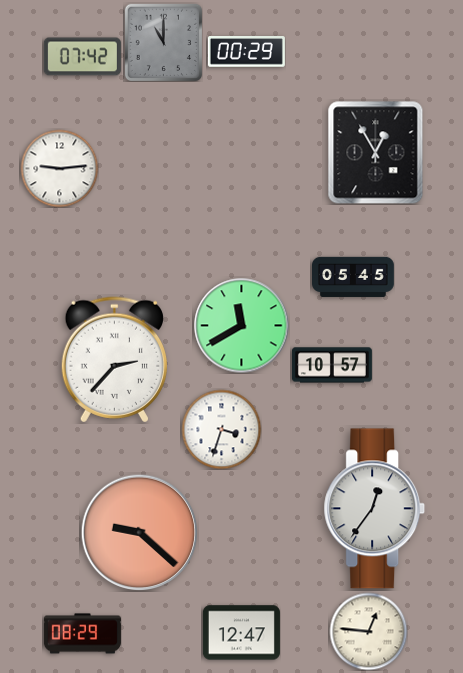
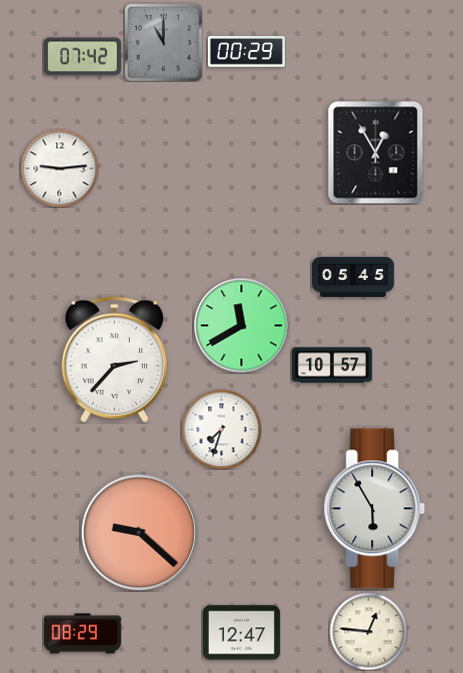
clock at (221, 429): 3:33 -> 7:33
clock at (375, 509): 12:36 -> 5:55
